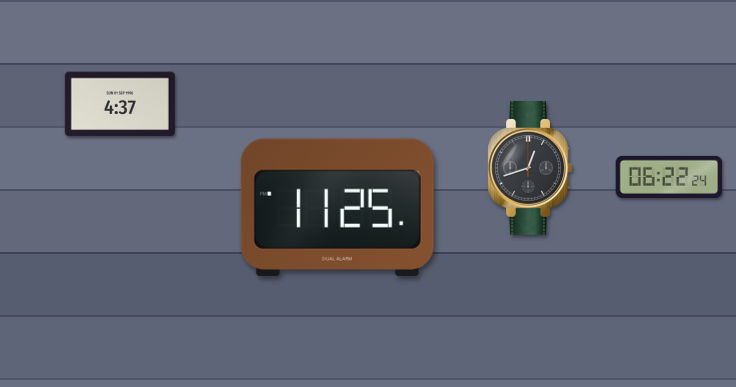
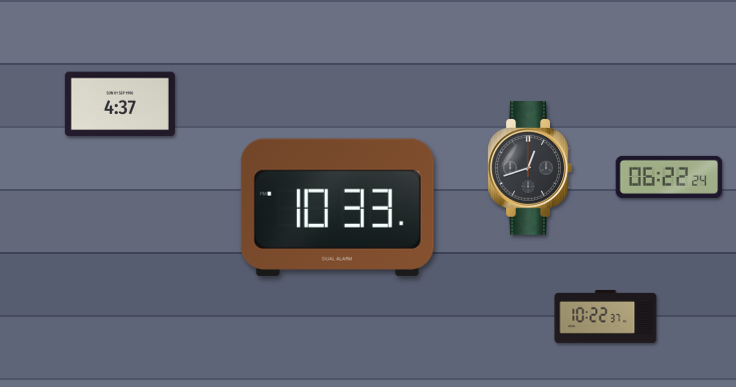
clock at (337, 207): 11:25 -> 10:33
clock at (606, 316): none -> 10:22
